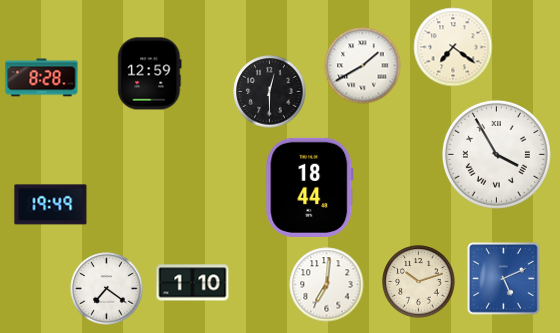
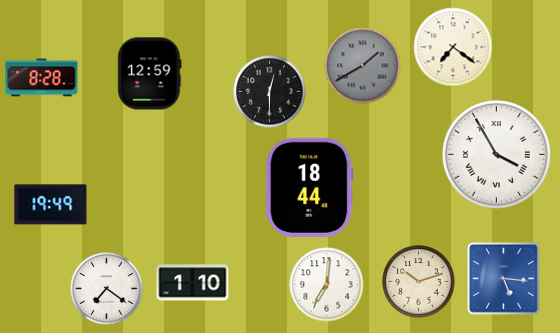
clock at (363, 66) dial: white -> grey
clock at (504, 279): 5:11 -> 5:16
